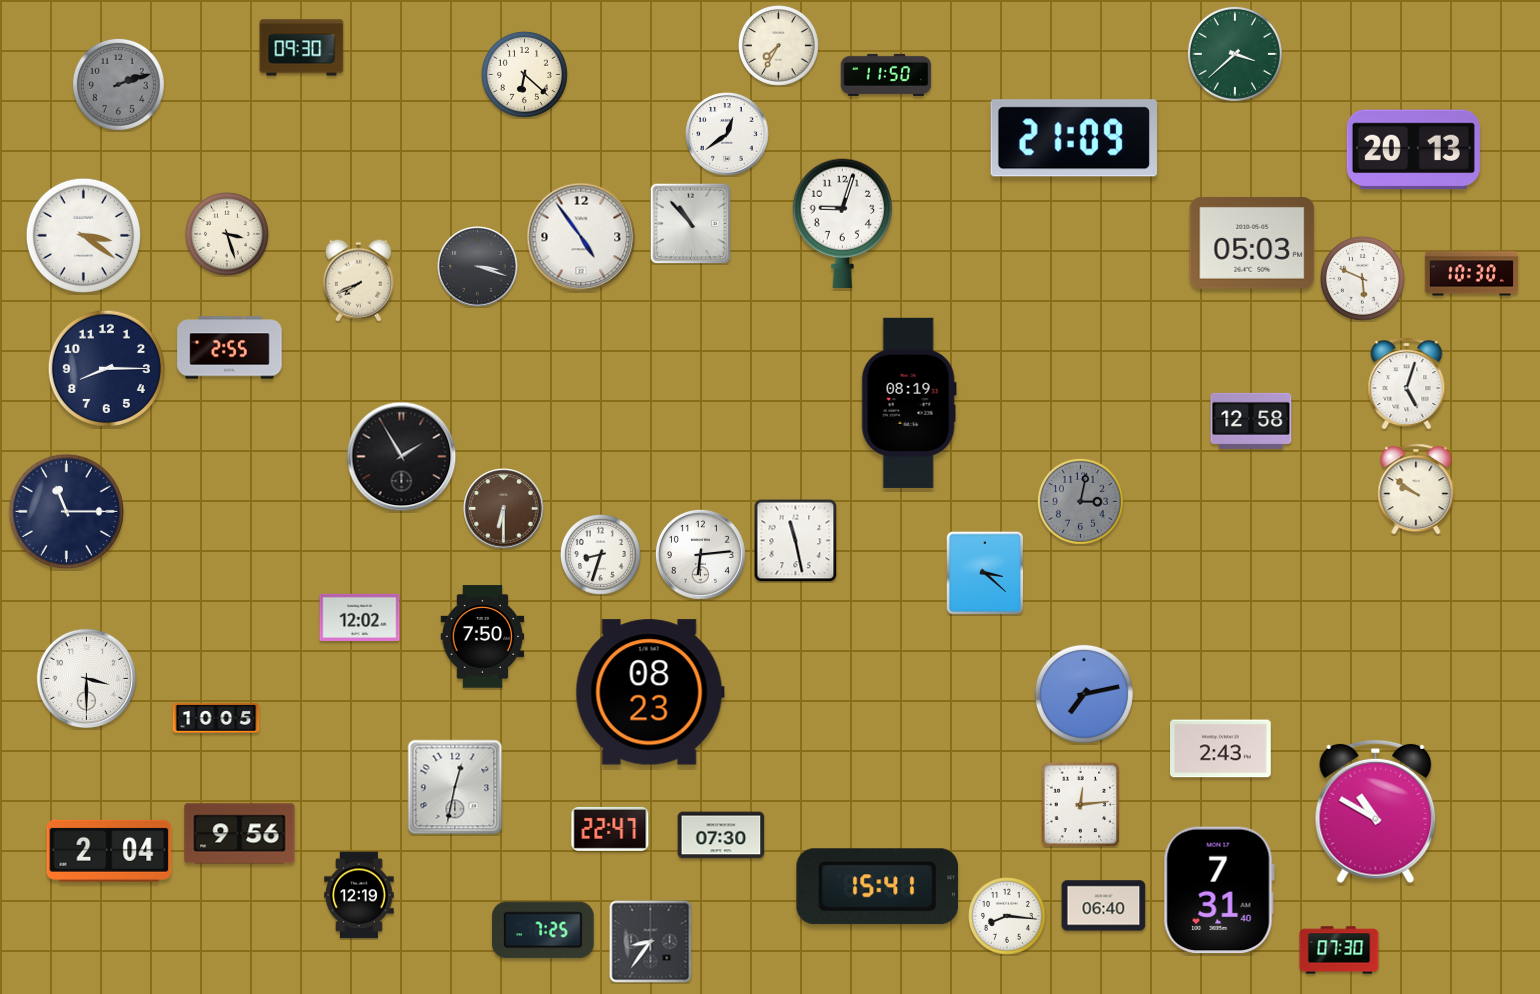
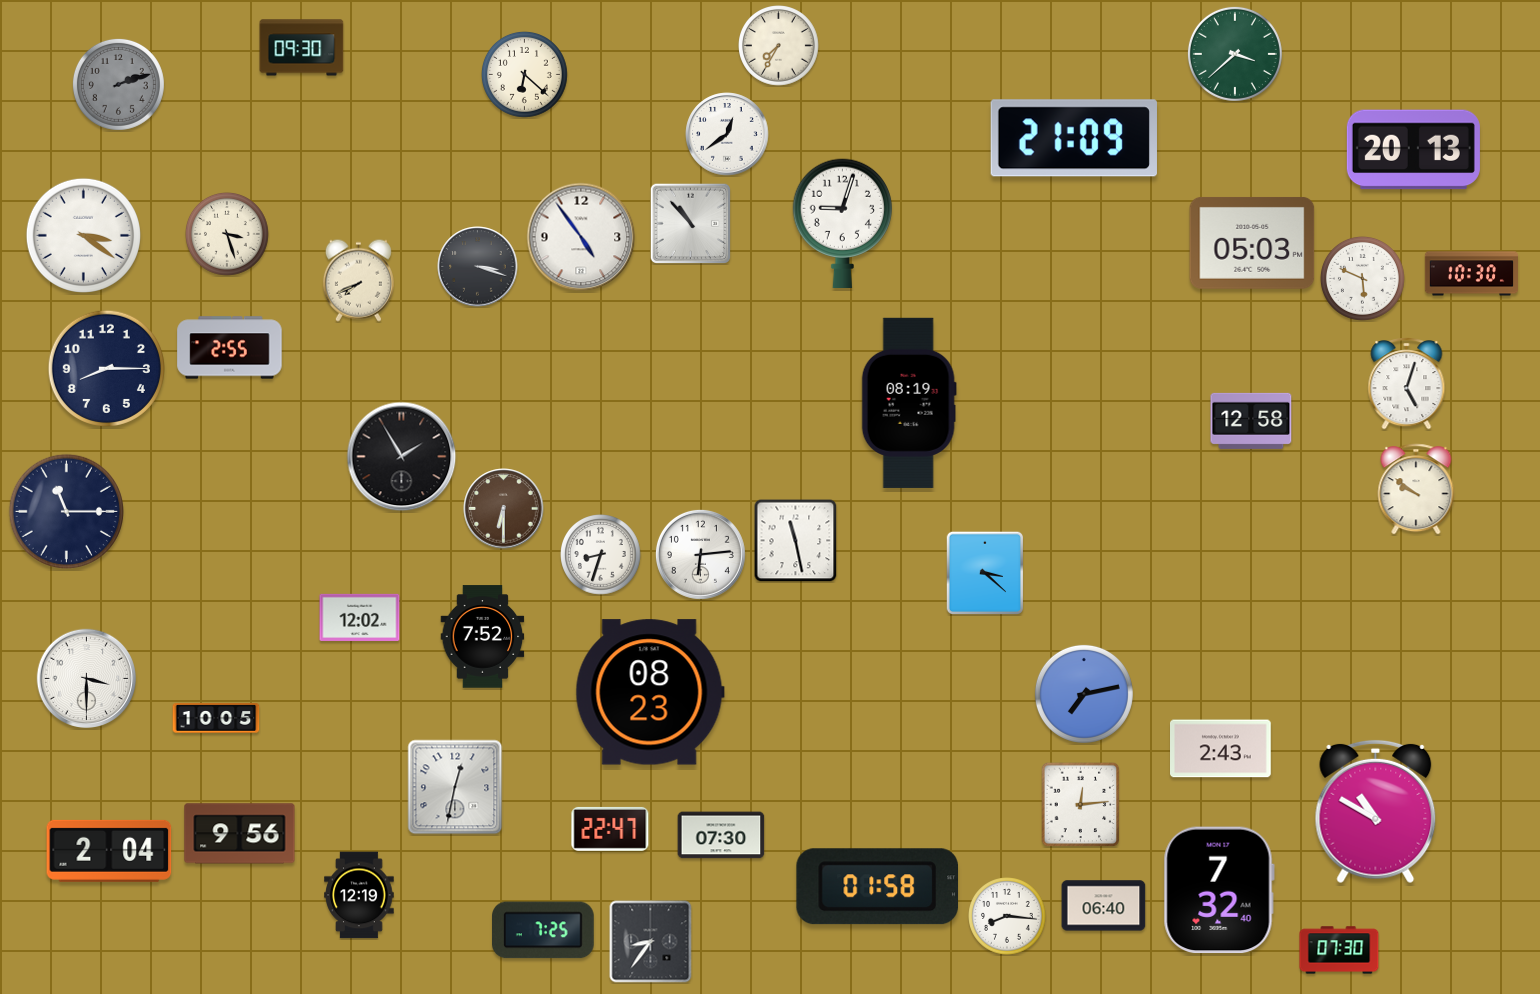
clock at (886, 75): 11:50 -> none
clock at (1080, 501): 3:02 -> none
clock at (483, 637): 7:50 -> 7:52
clock at (877, 887): 15:41 -> 01:58
clock at (1219, 890): 7:31 -> 7:32
